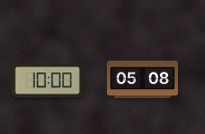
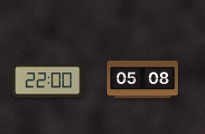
clock at (47, 81): 10:00 -> 22:00
